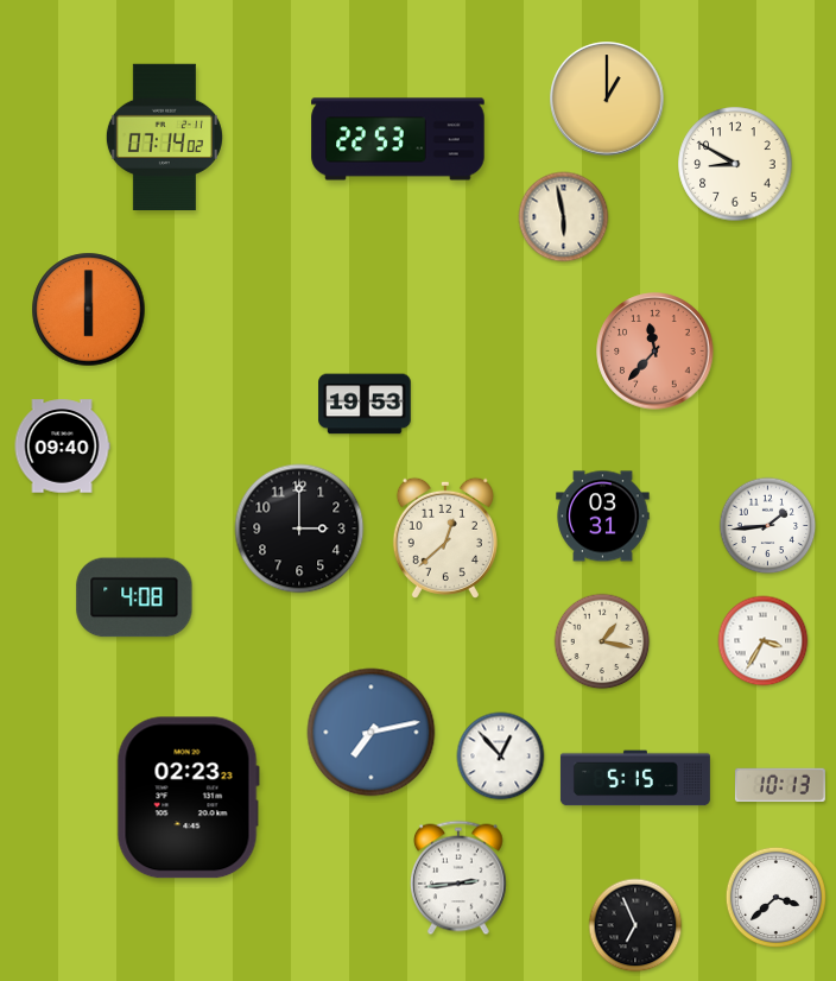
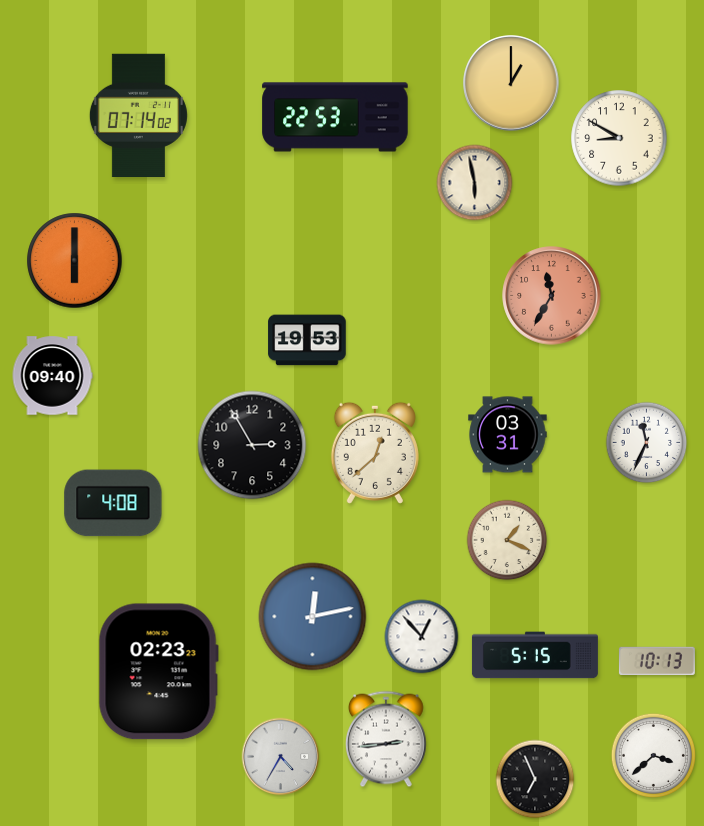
clock at (655, 352): 11:37 -> 11:35
clock at (768, 526): 1:44 -> 11:34
clock at (299, 529): 3:00 -> 2:55
clock at (602, 641): 1:17 -> 1:19
clock at (764, 641): 3:35 -> none
clock at (372, 733): 7:13 -> 12:13
clock at (281, 757): none -> 4:35
